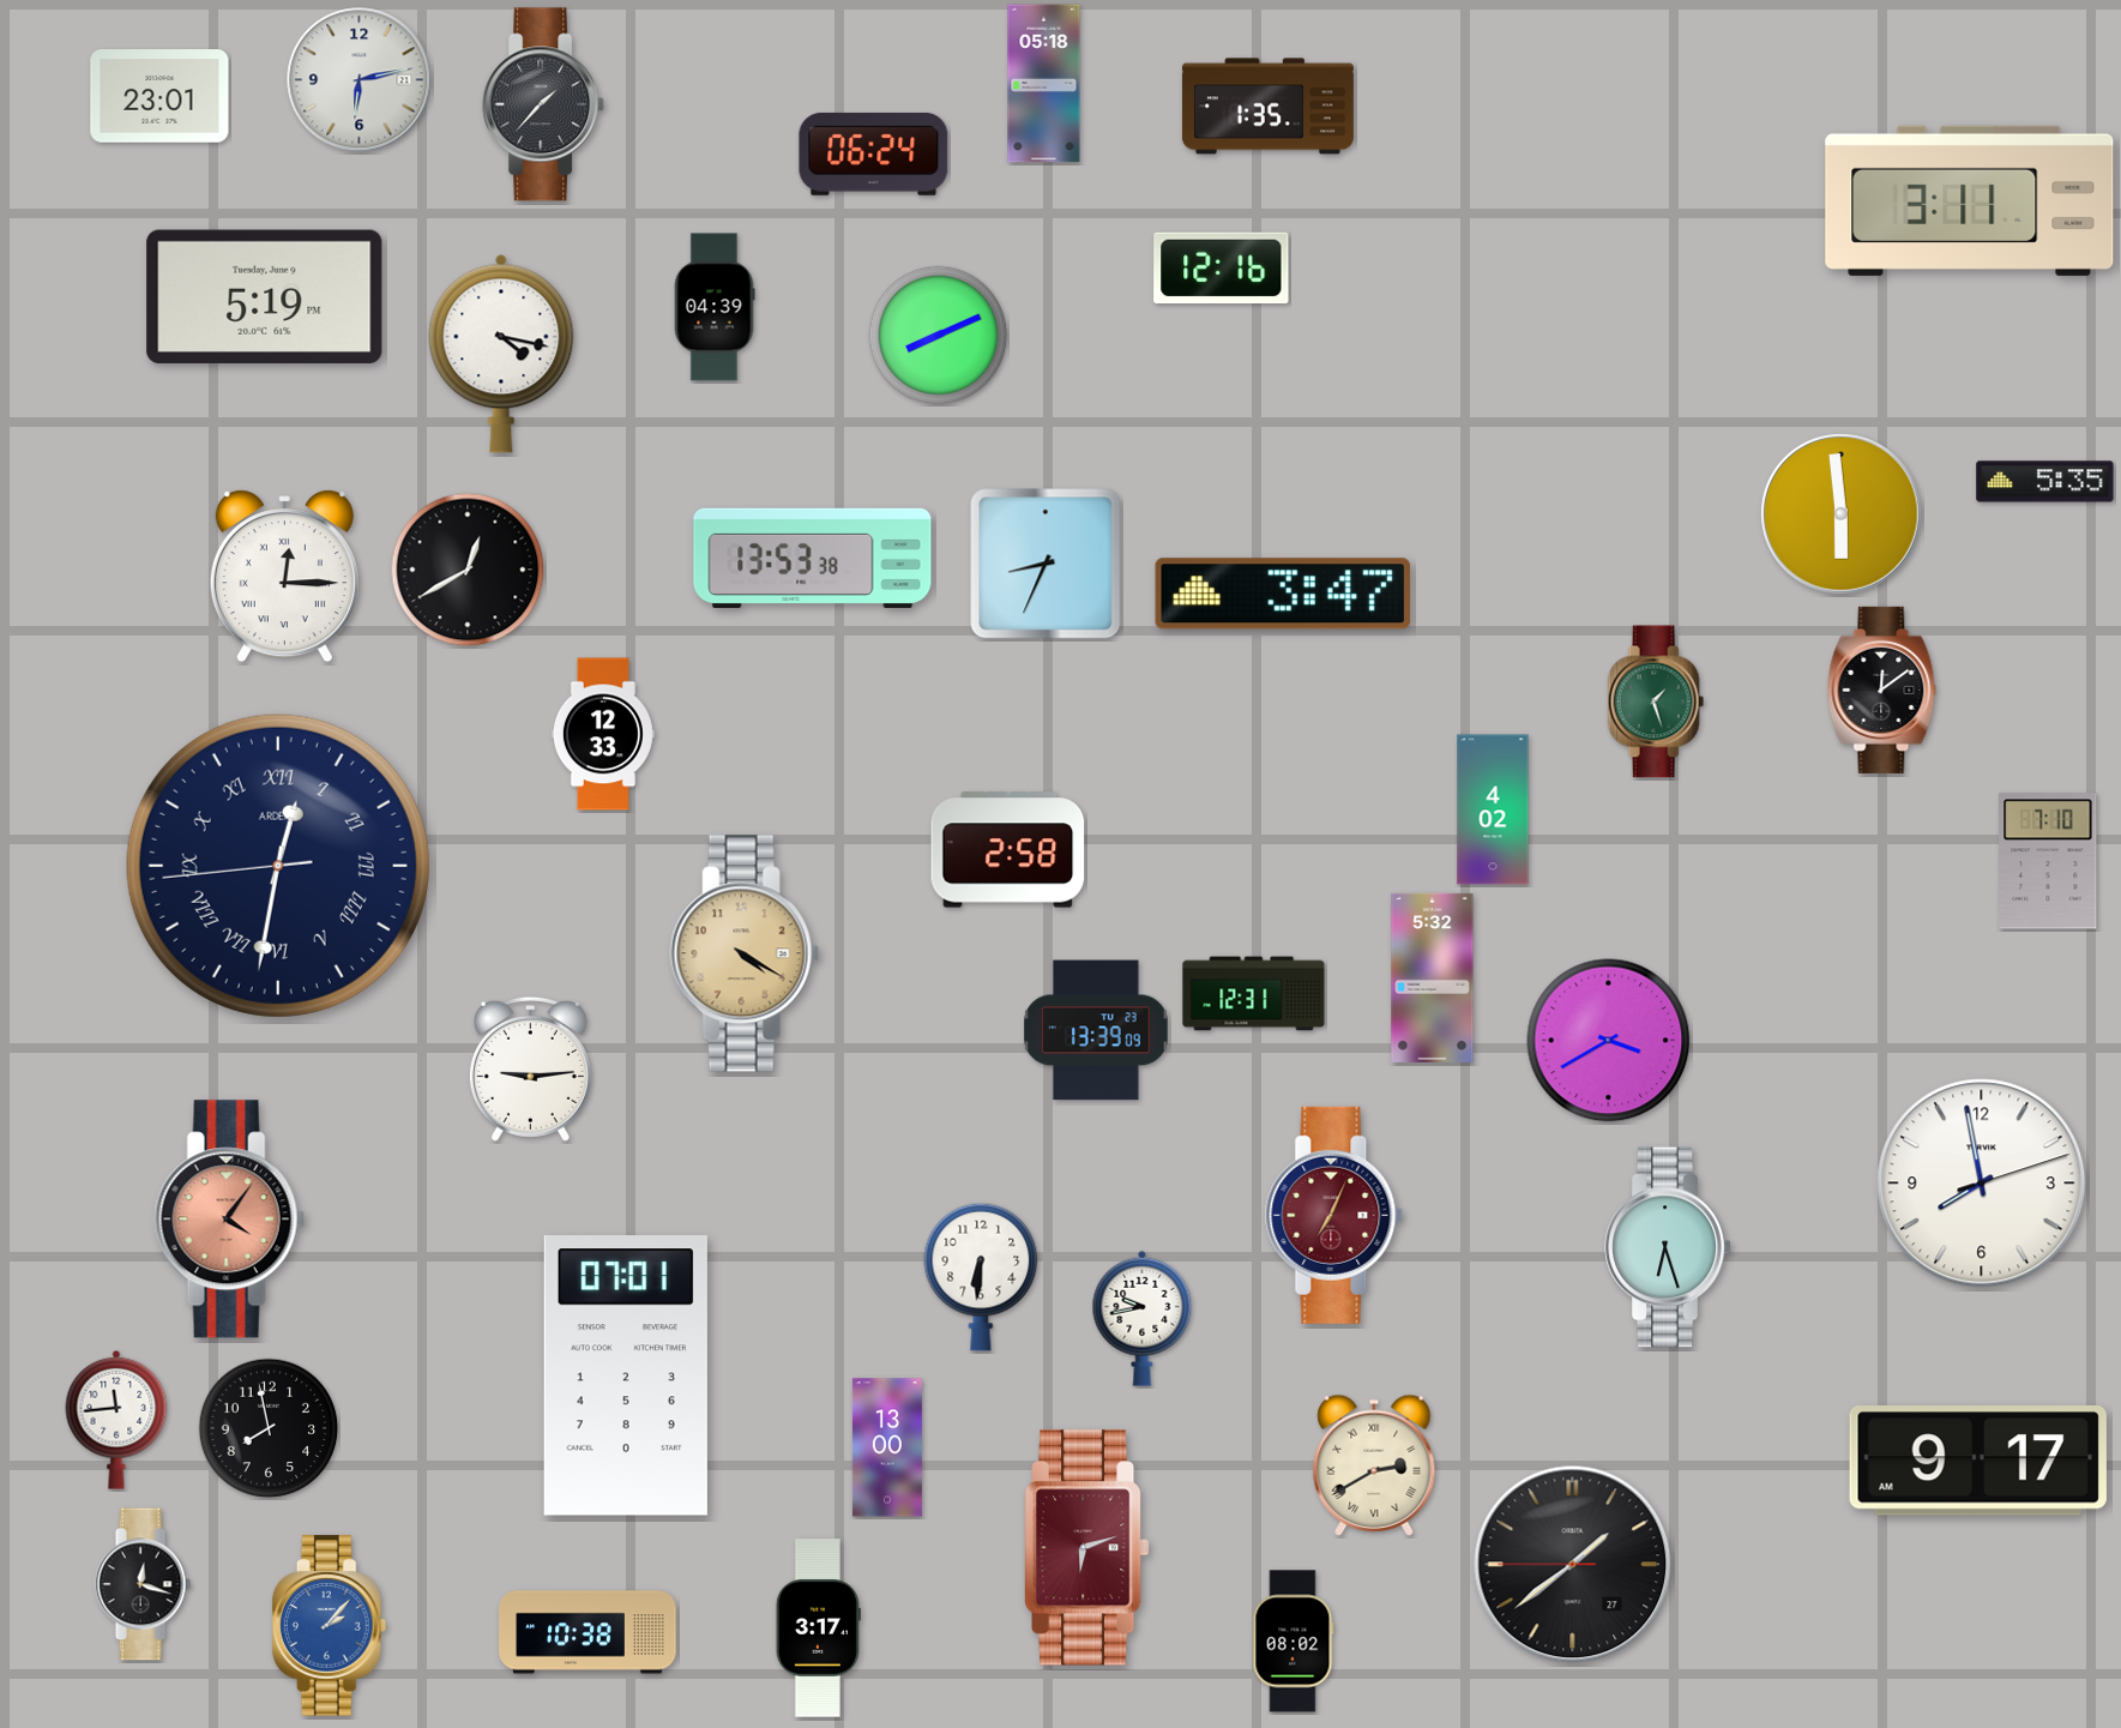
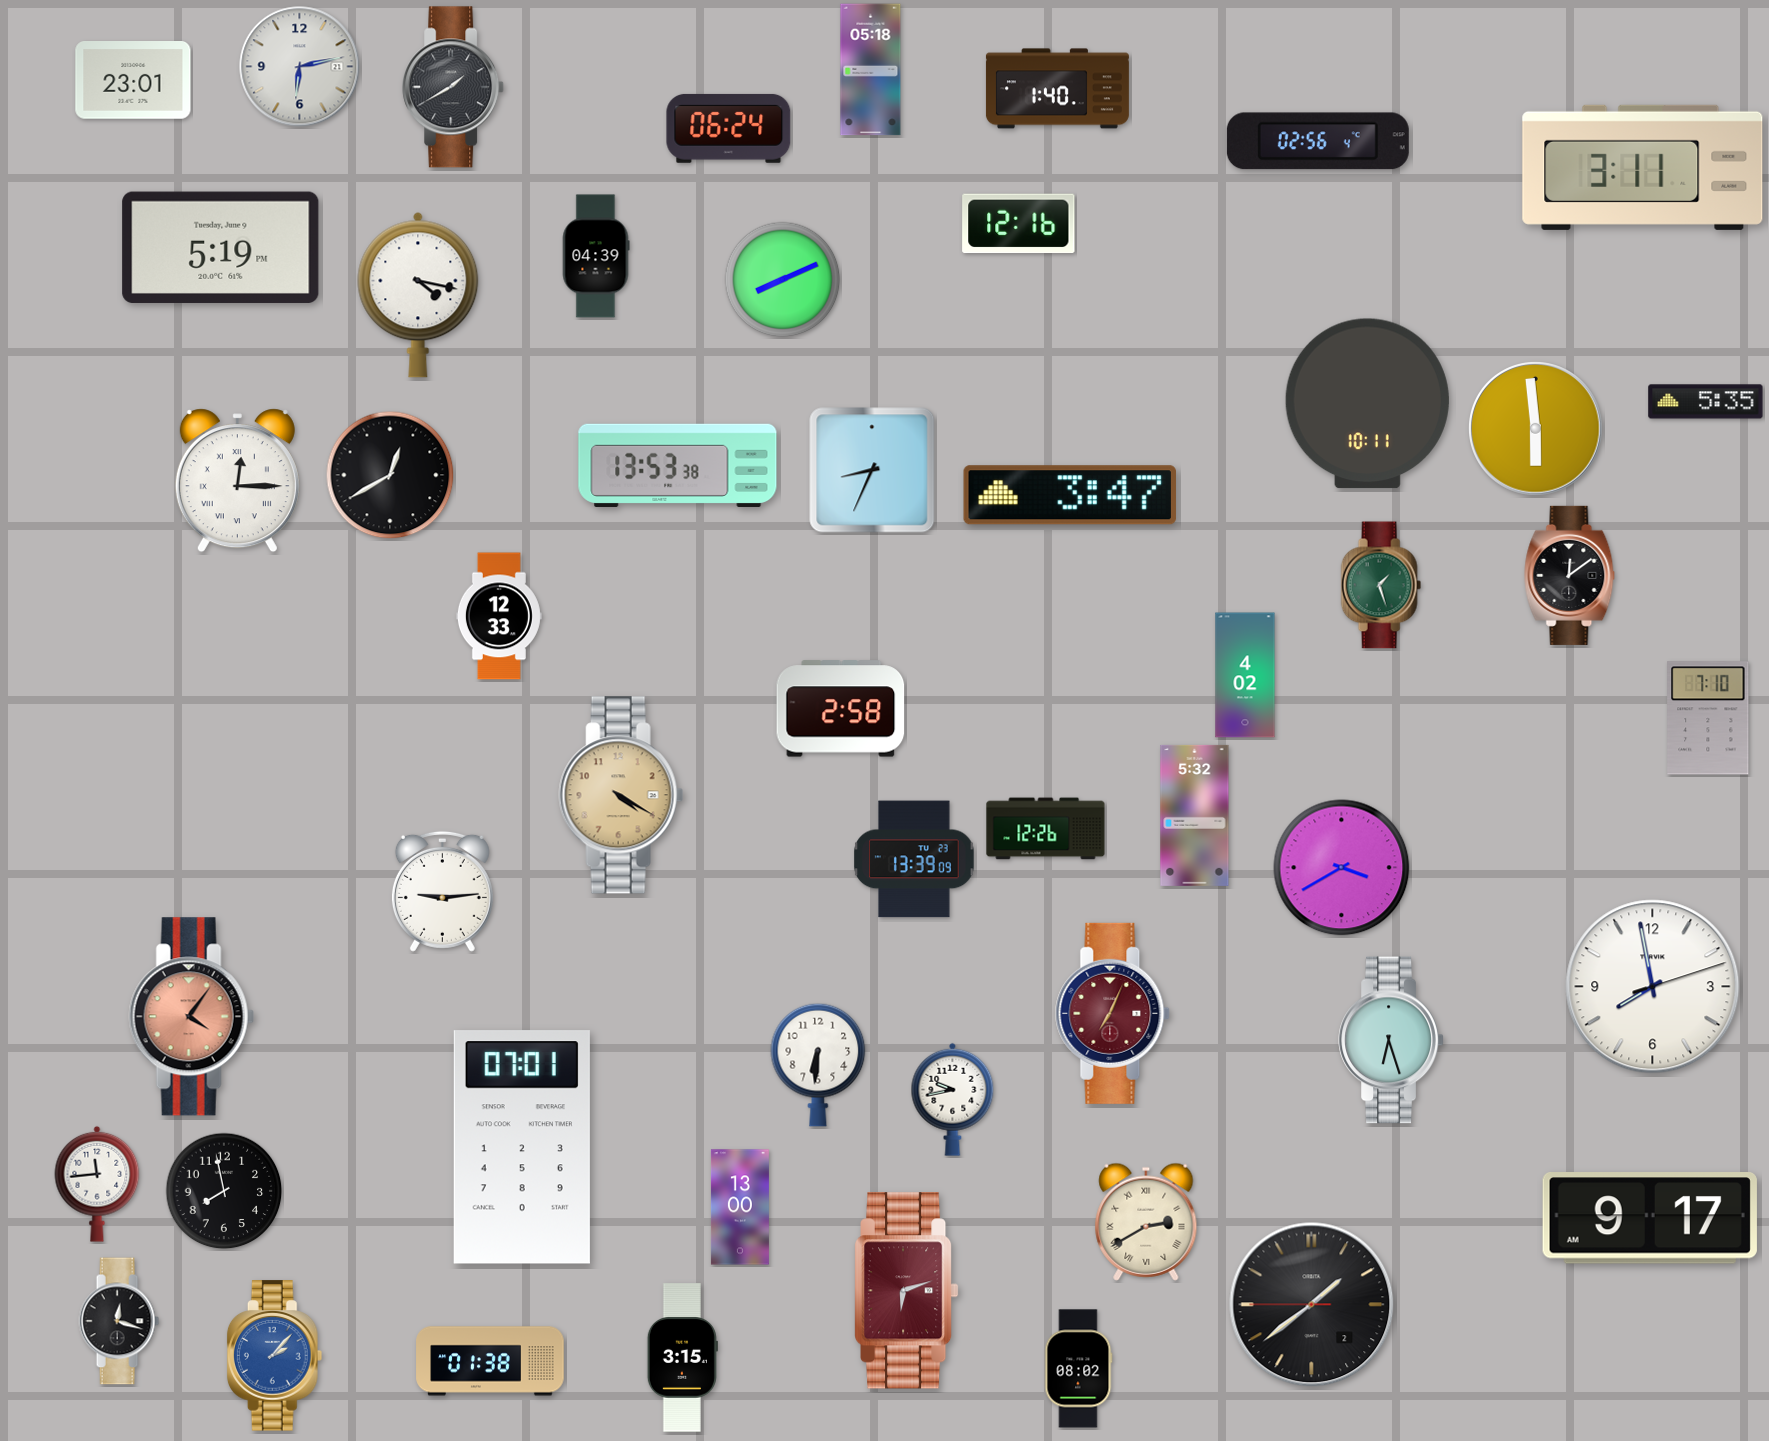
clock at (544, 104): 1:37 -> 1:40
clock at (1267, 107): 1:35 -> 1:40
clock at (1318, 141): none -> 02:56
clock at (1367, 404): none -> 10:11
clock at (603, 734) position: (603, 734) -> (499, 616)
clock at (278, 866): 12:31 -> none
clock at (1254, 994): 12:31 -> 12:26
clock at (1573, 1565) date: 27 -> 2
clock at (818, 1628): 3:17 -> 3:15
clock at (588, 1632): 10:38 -> 01:38
